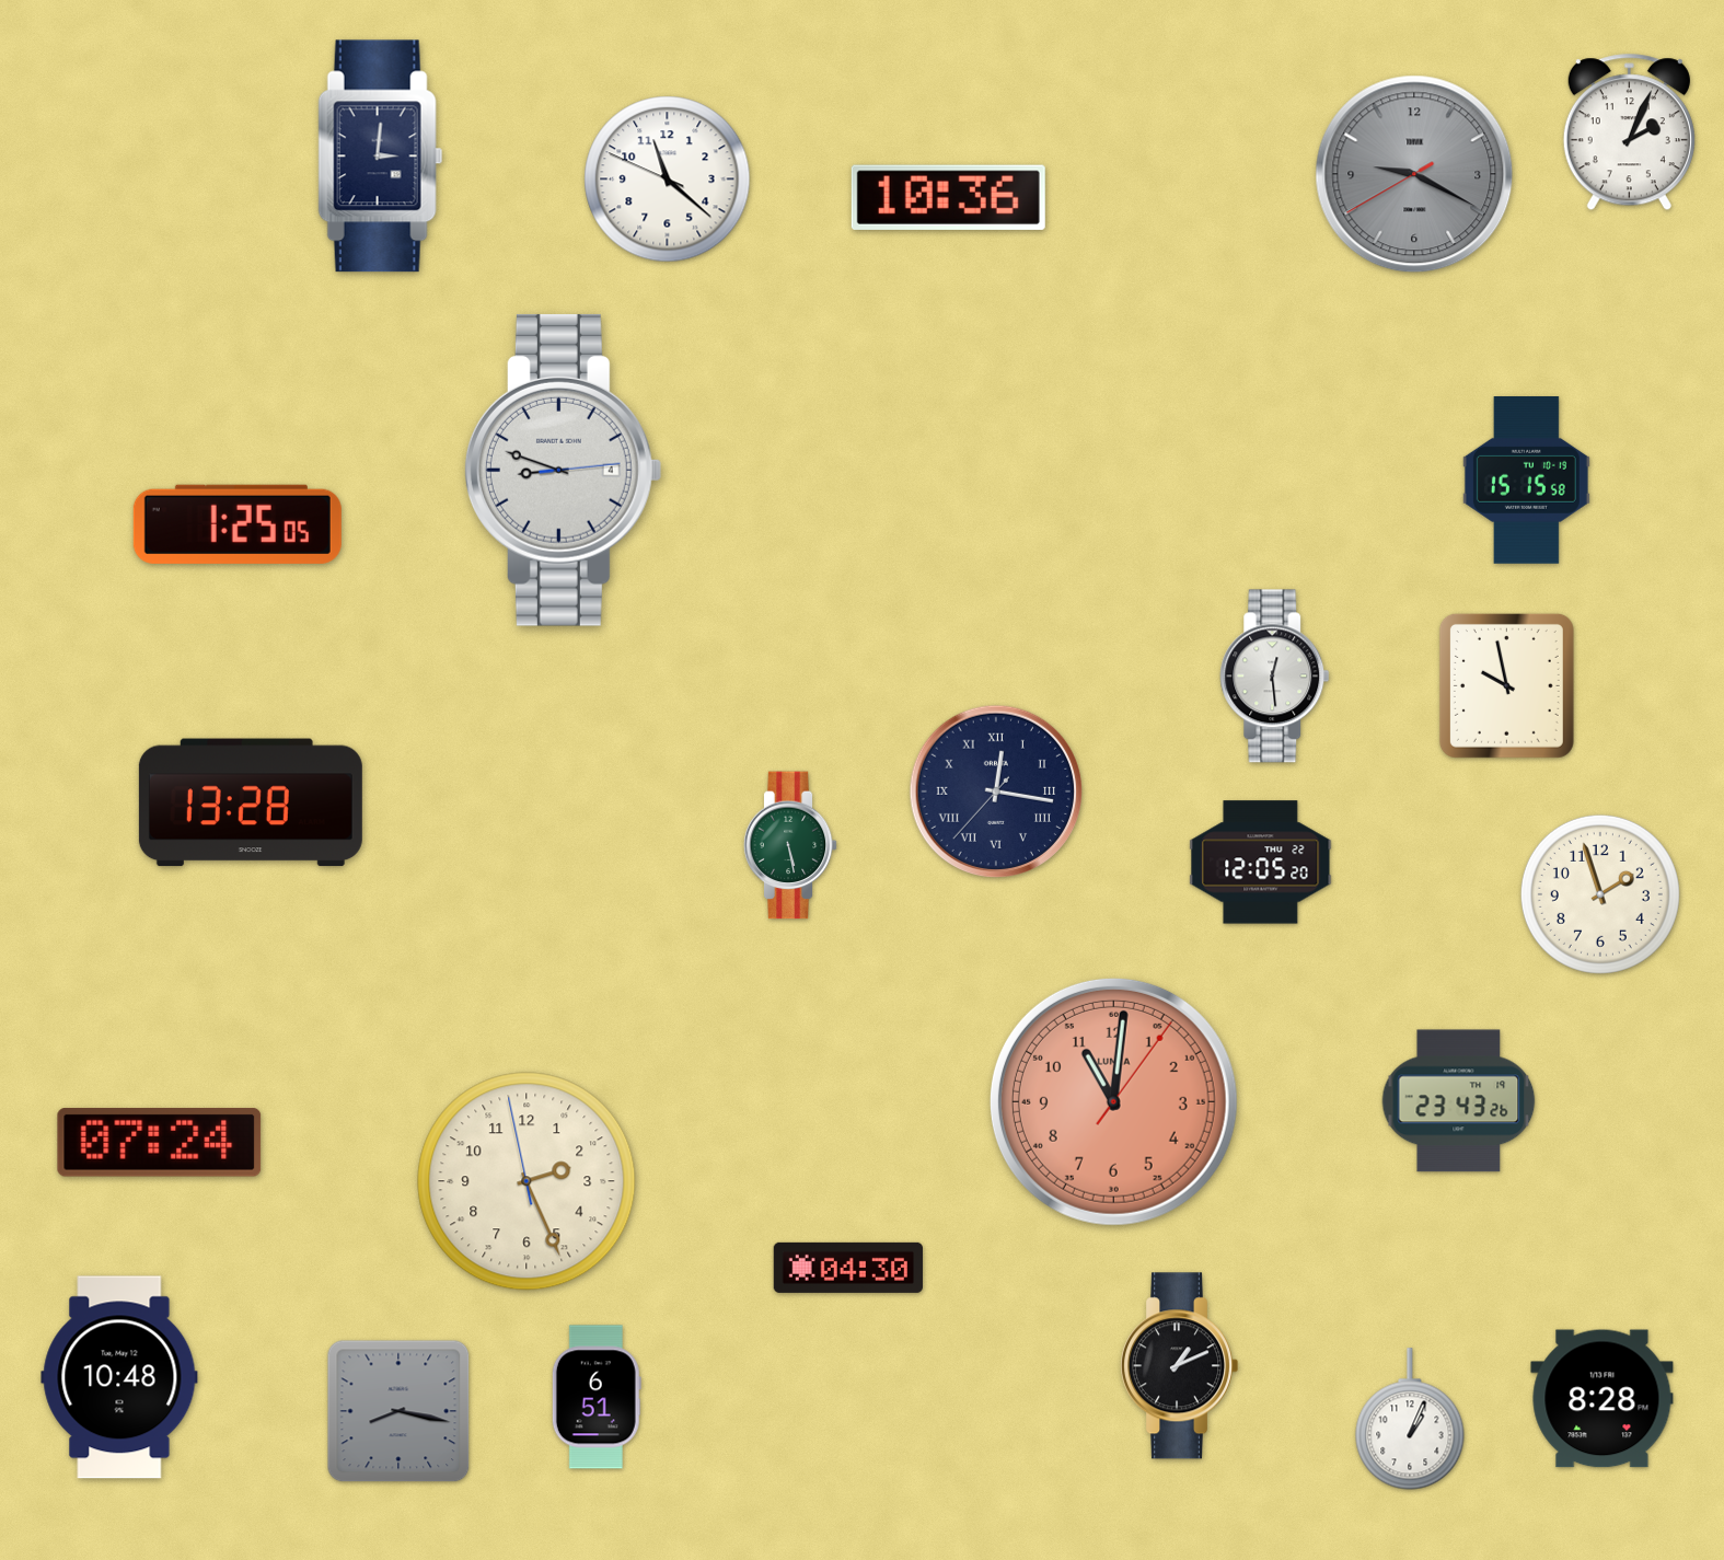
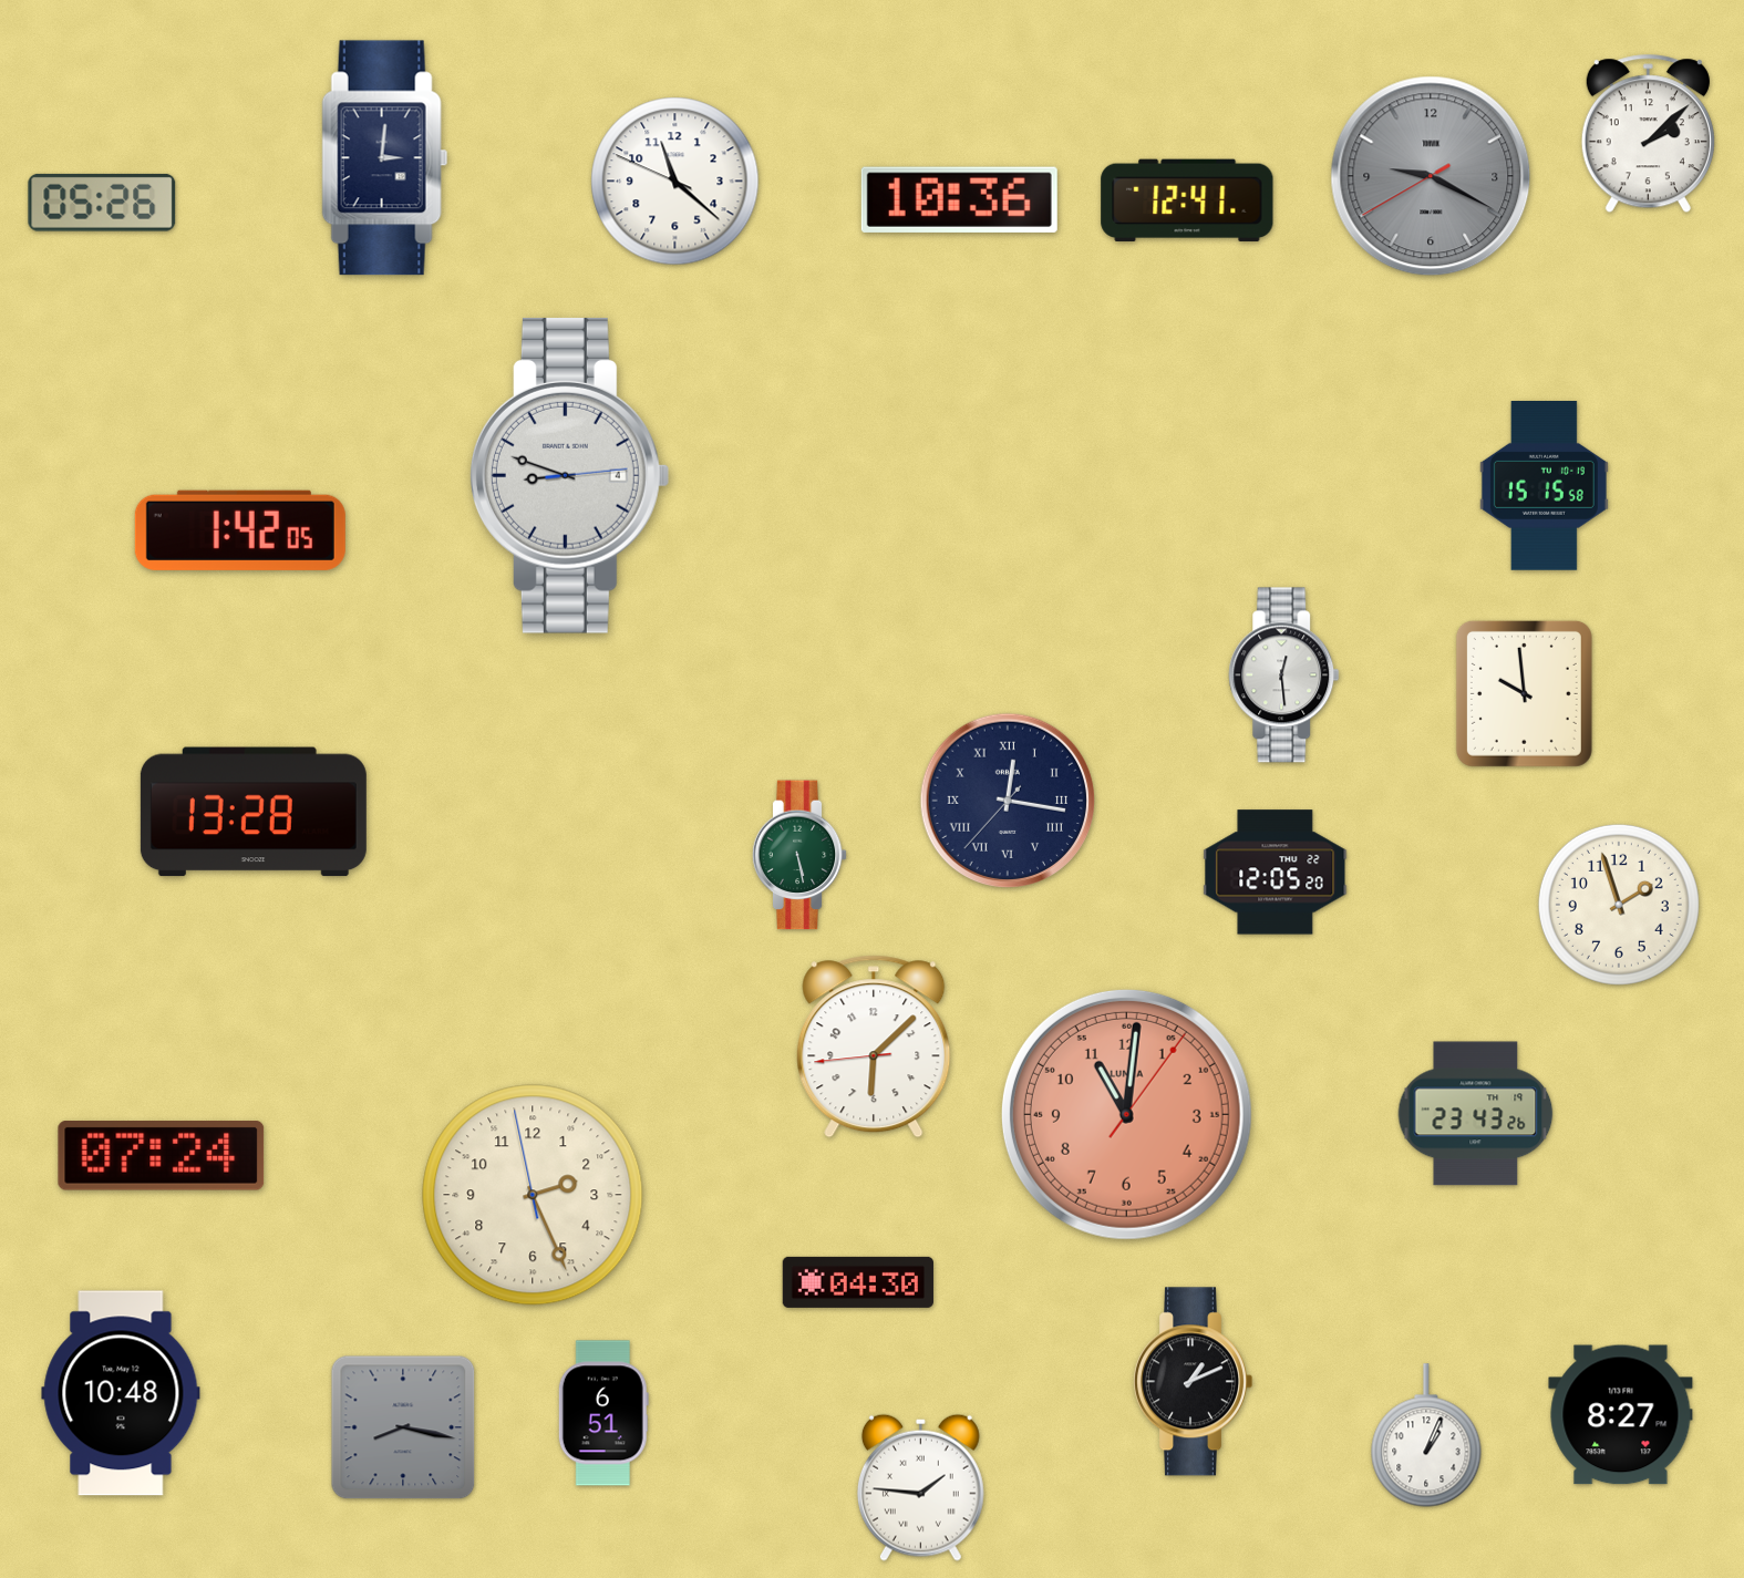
clock at (1629, 132): 2:04 -> 2:08
clock at (1187, 200): none -> 12:41
clock at (102, 203): none -> 05:26
clock at (238, 524): 1:25 -> 1:42
clock at (1275, 677) position: (1275, 677) -> (1284, 675)
clock at (1506, 685): 9:58 -> 9:59
clock at (874, 1046): none -> 6:07
clock at (1602, 1399): 8:28 -> 8:27
clock at (920, 1487): none -> 1:46
